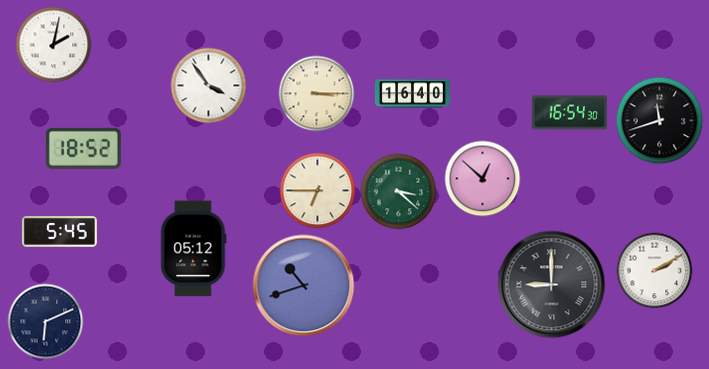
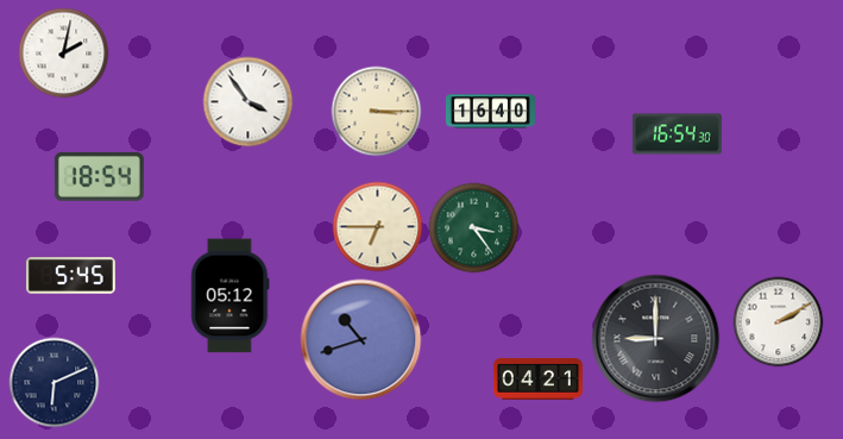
clock at (660, 121): 11:42 -> none
clock at (83, 148): 18:52 -> 18:54
clock at (483, 179): 12:52 -> none
clock at (399, 192): 3:22 -> 3:24
clock at (537, 380): none -> 04:21
